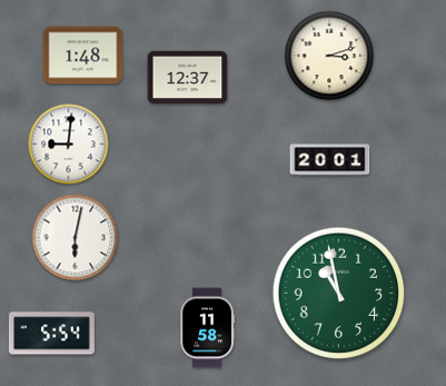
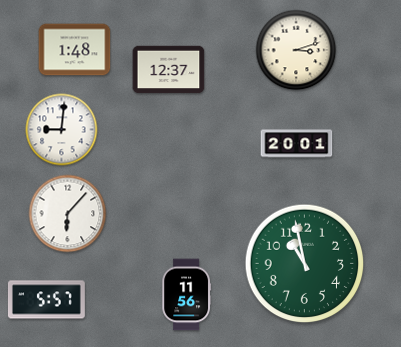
clock at (76, 238): 6:02 -> 6:07
clock at (208, 328): 11:58 -> 11:56
clock at (51, 334): 5:54 -> 5:57
